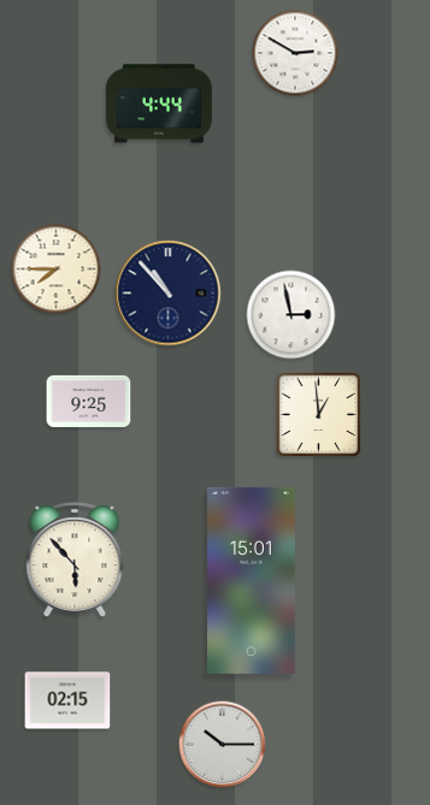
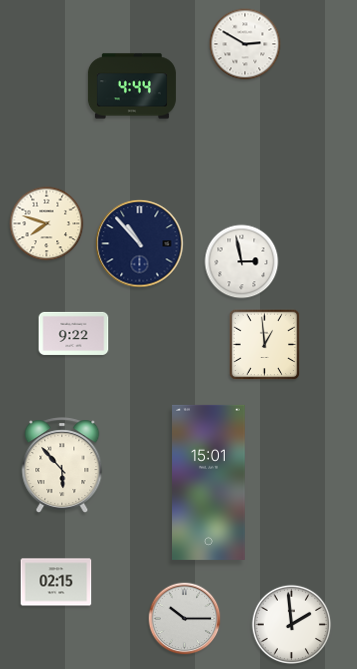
clock at (57, 270): 7:45 -> 7:48
clock at (89, 401): 9:25 -> 9:22
clock at (292, 625): none -> 1:59
